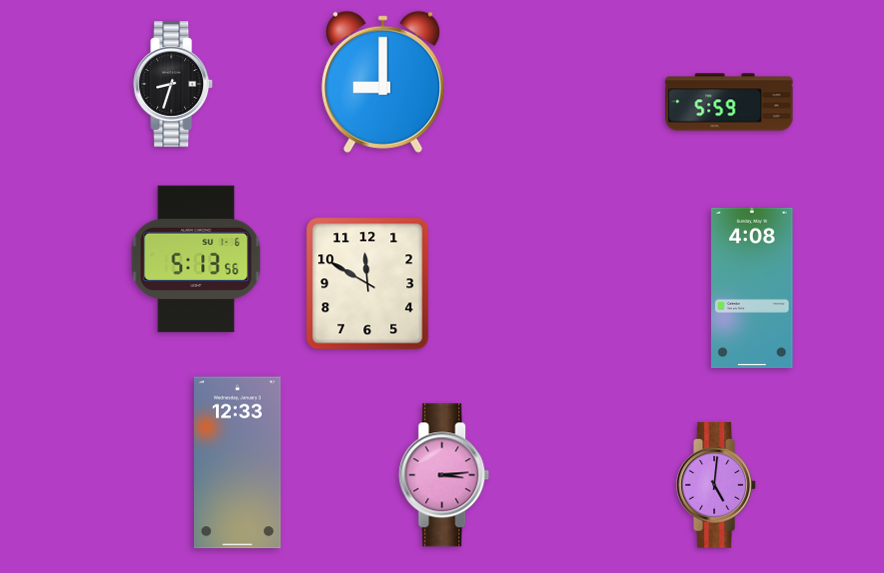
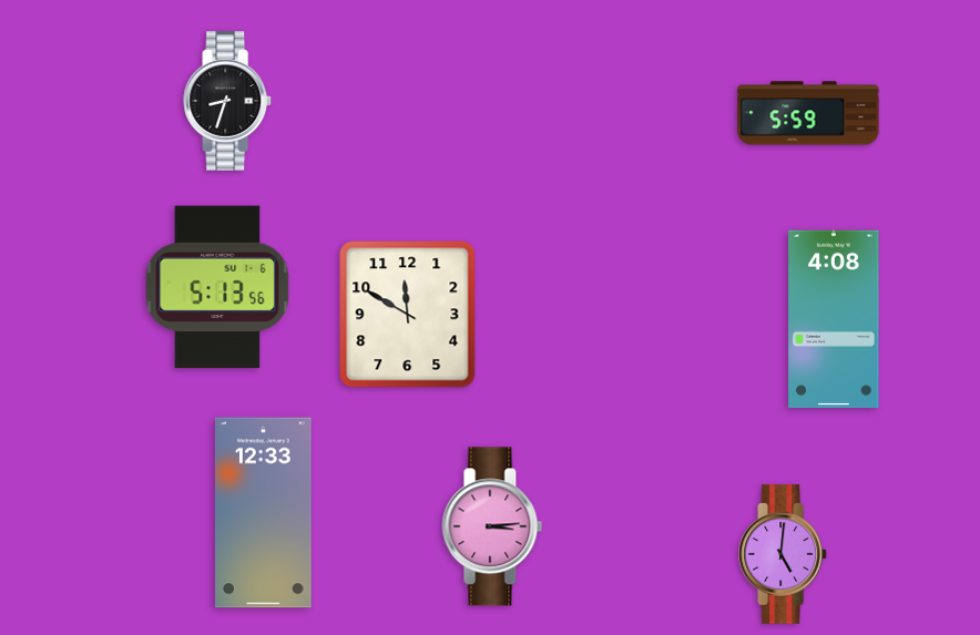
clock at (383, 82): 9:00 -> none
clock at (174, 84) position: (174, 84) -> (228, 101)
clock at (717, 485) position: (717, 485) -> (784, 554)
